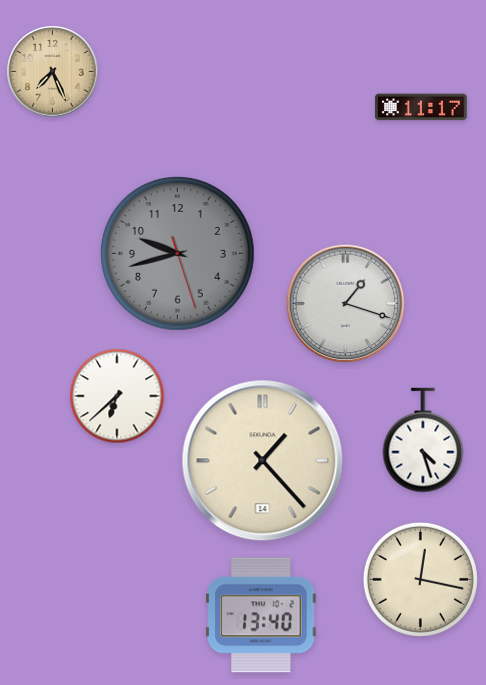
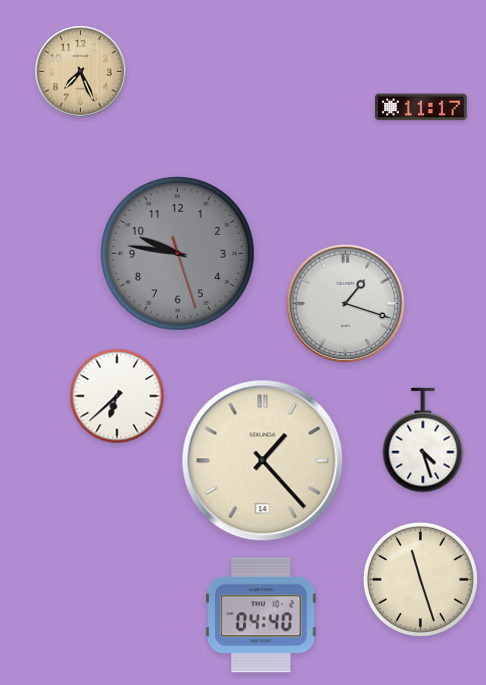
clock at (53, 72) position: (53, 72) -> (81, 72)
clock at (178, 254): 9:42 -> 9:46
clock at (420, 579): 12:17 -> 11:27
clock at (261, 615): 13:40 -> 04:40
